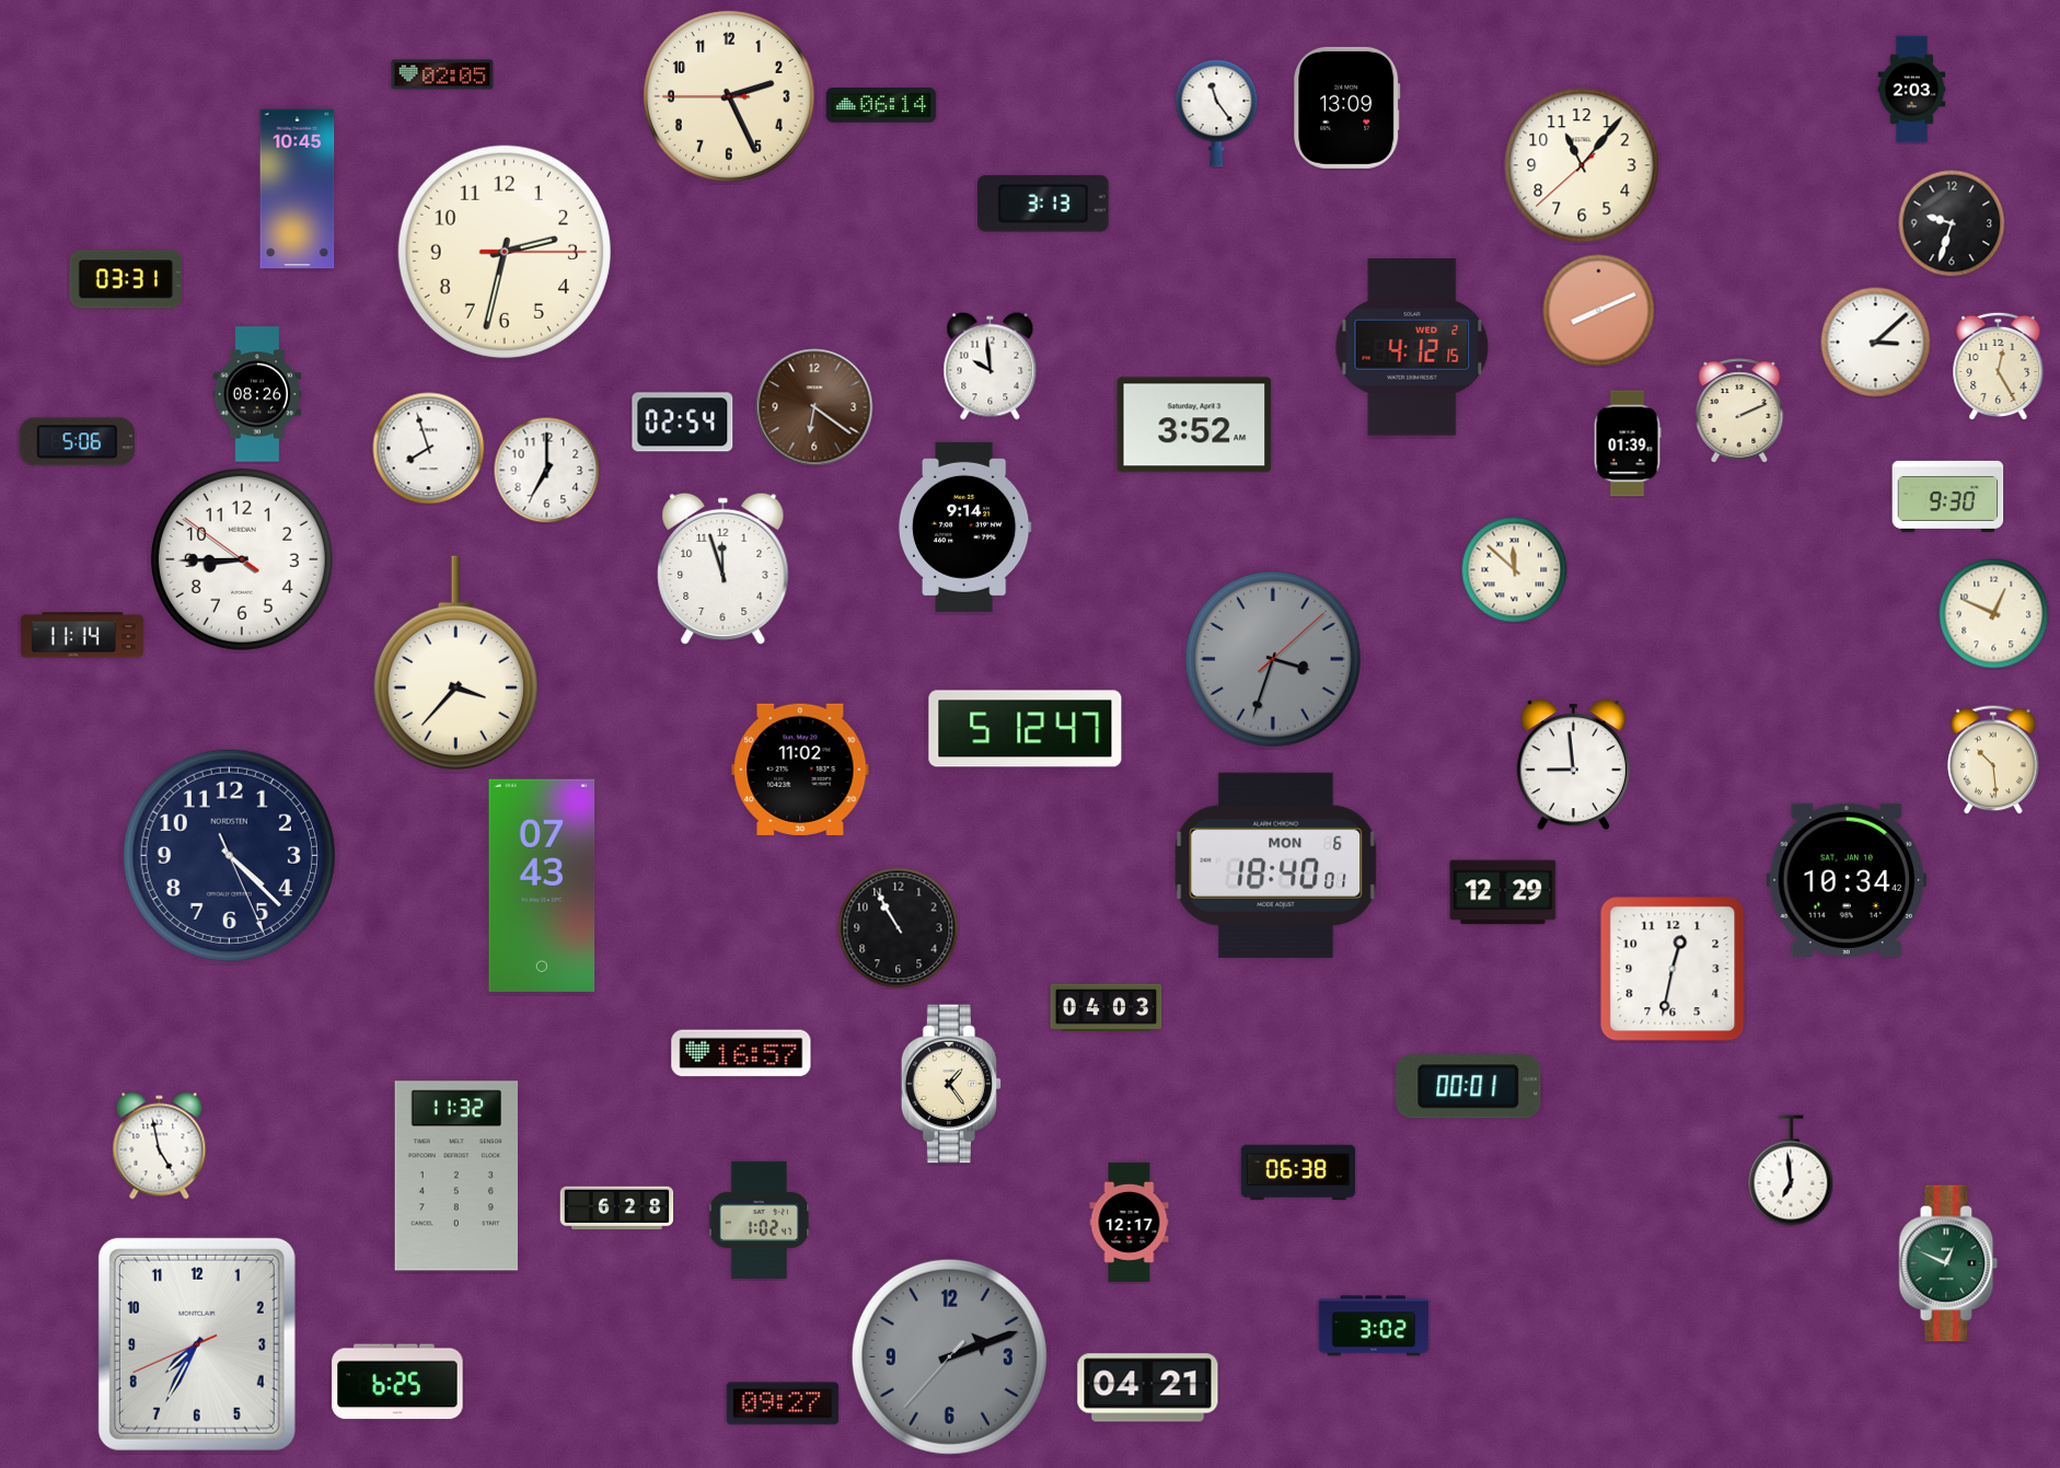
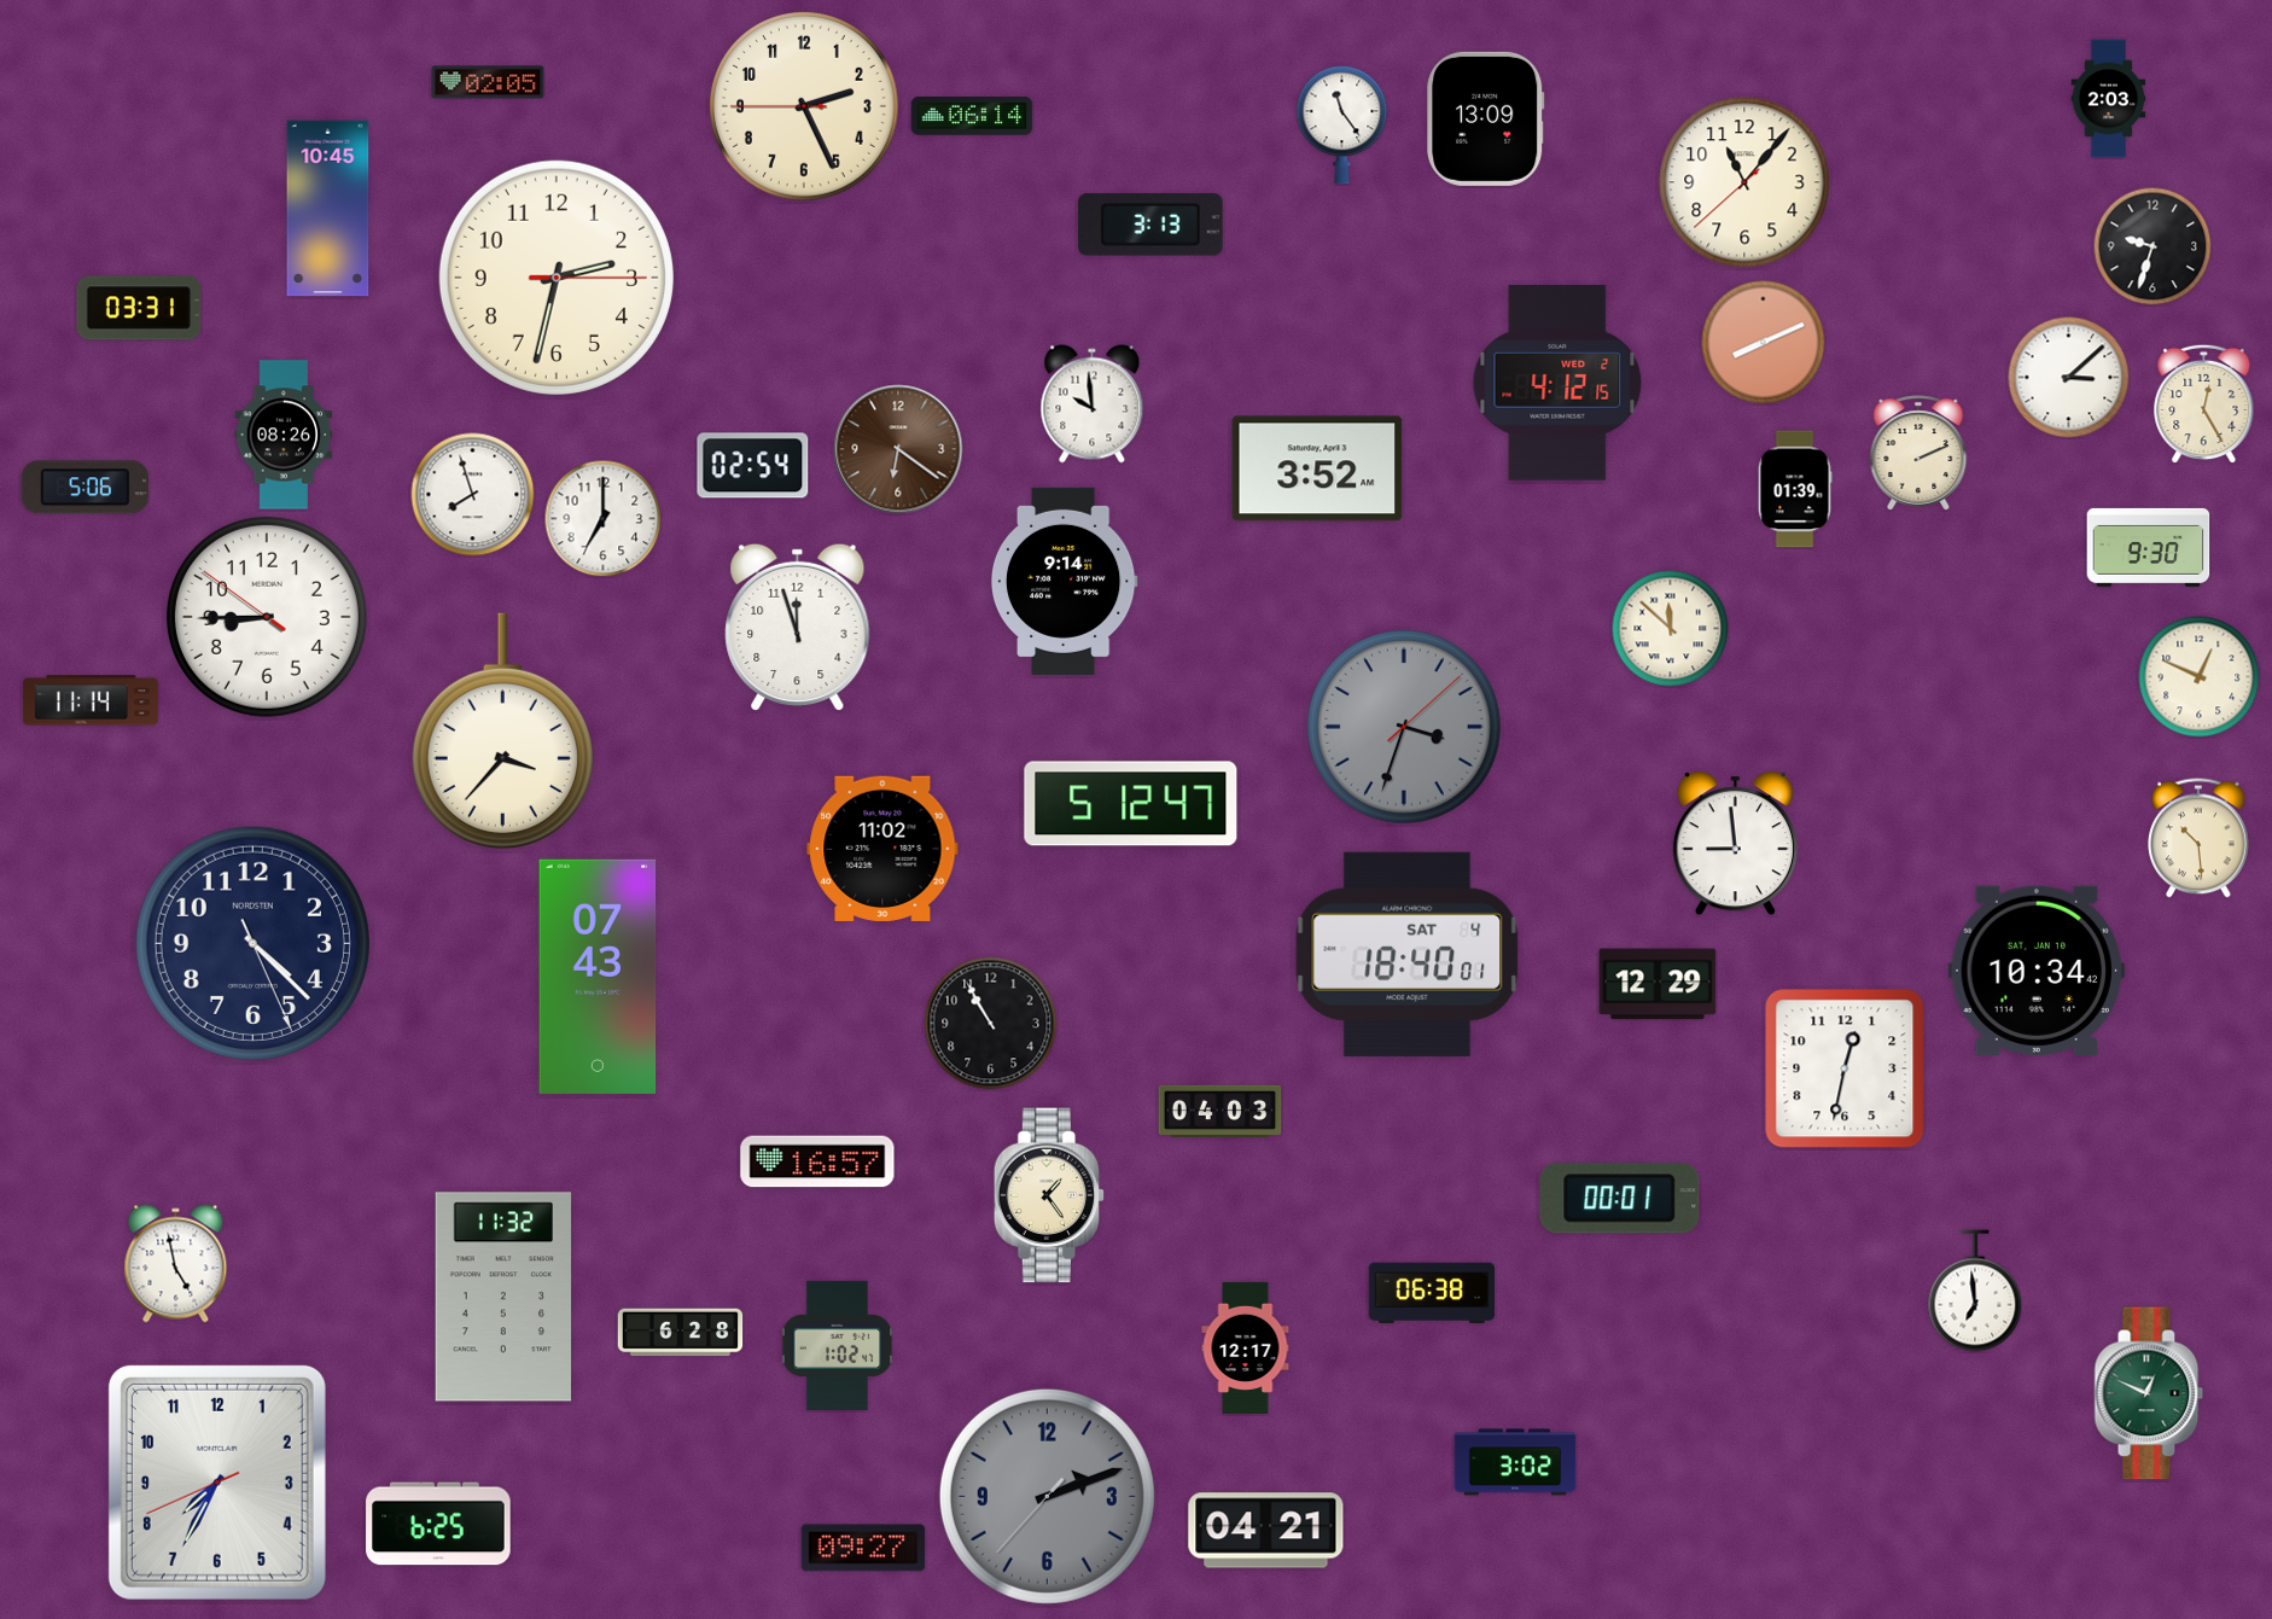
clock at (1276, 865) date: MON 6 -> SAT 4
